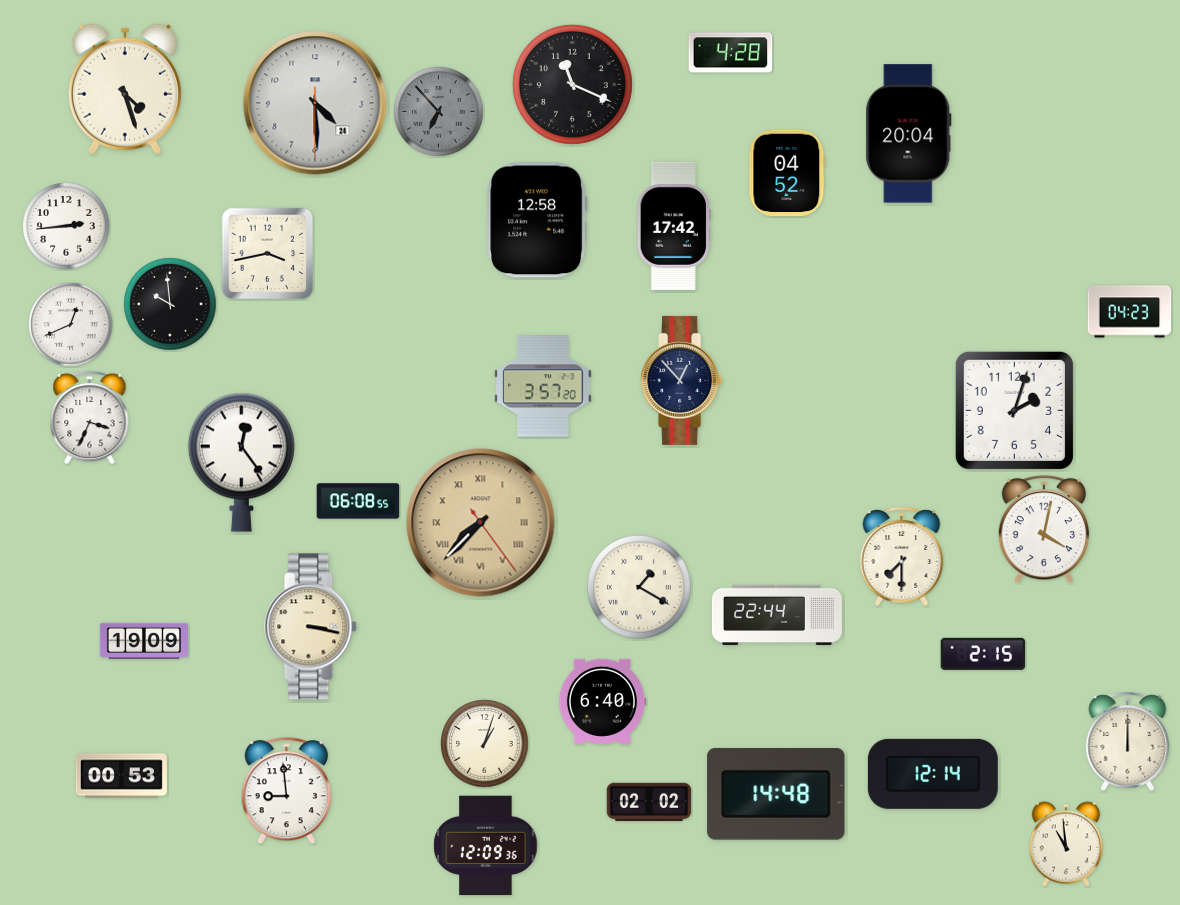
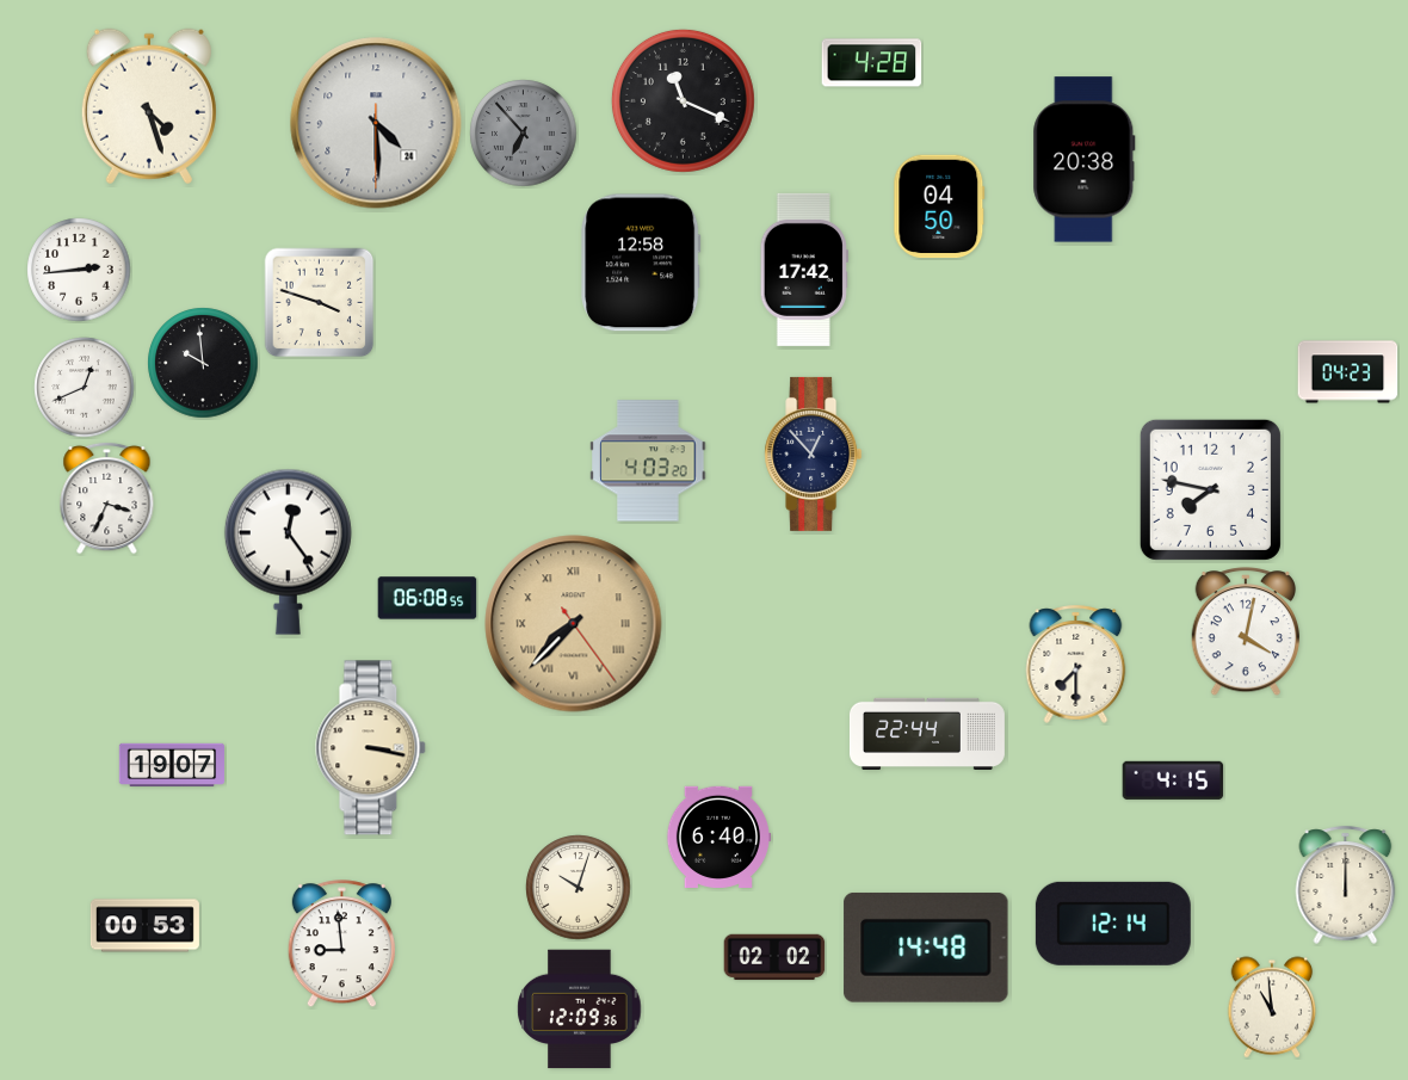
clock at (909, 134): 20:04 -> 20:38
clock at (787, 173): 04:52 -> 04:50
clock at (268, 254): 3:43 -> 3:48
clock at (543, 386): 3:57 -> 4:03
clock at (1014, 410): 2:03 -> 7:47
clock at (640, 588): 1:20 -> none
clock at (144, 640): 19:09 -> 19:07
clock at (983, 654): 2:15 -> 4:15
clock at (485, 744): 1:03 -> 10:03
